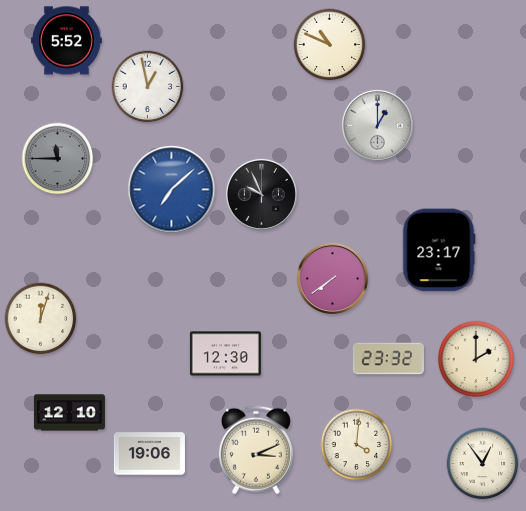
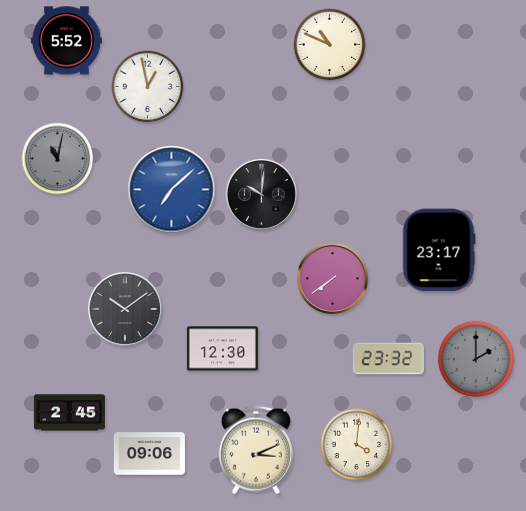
clock at (377, 125): 1:00 -> none
clock at (58, 159): 11:45 -> 11:02
clock at (261, 194): 9:56 -> 10:01
clock at (125, 309): none -> 10:09
clock at (41, 319): 12:03 -> none
clock at (225, 354) position: (225, 354) -> (222, 349)
clock at (475, 358) dial: cream -> grey
clock at (69, 413): 12:10 -> 2:45
clock at (149, 454): 19:06 -> 09:06
clock at (483, 464): 12:54 -> none
